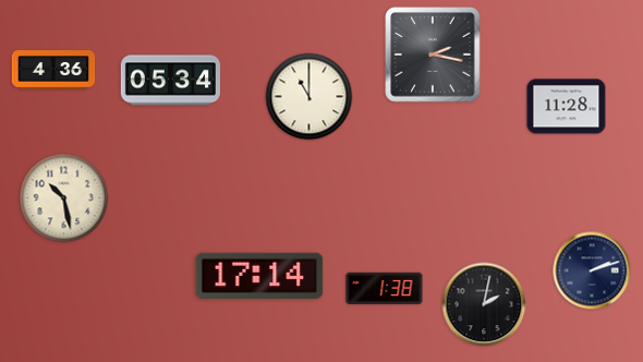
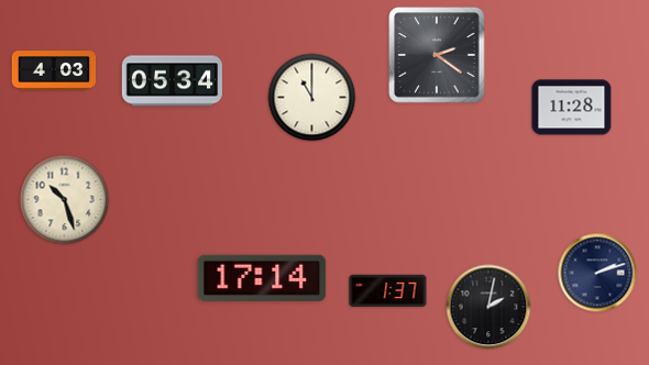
clock at (433, 55): 2:17 -> 2:21
clock at (53, 70): 4:36 -> 4:03
clock at (64, 198): 10:28 -> 10:27
clock at (385, 289): 1:38 -> 1:37
